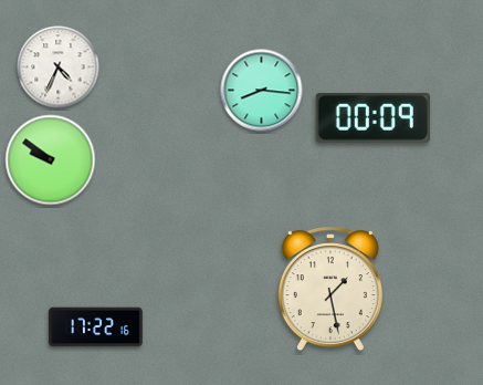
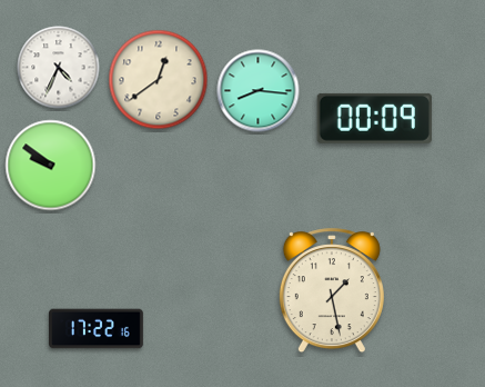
clock at (159, 80): none -> 12:39
clock at (262, 91) position: (262, 91) -> (259, 91)
clock at (51, 160) position: (51, 160) -> (51, 166)
